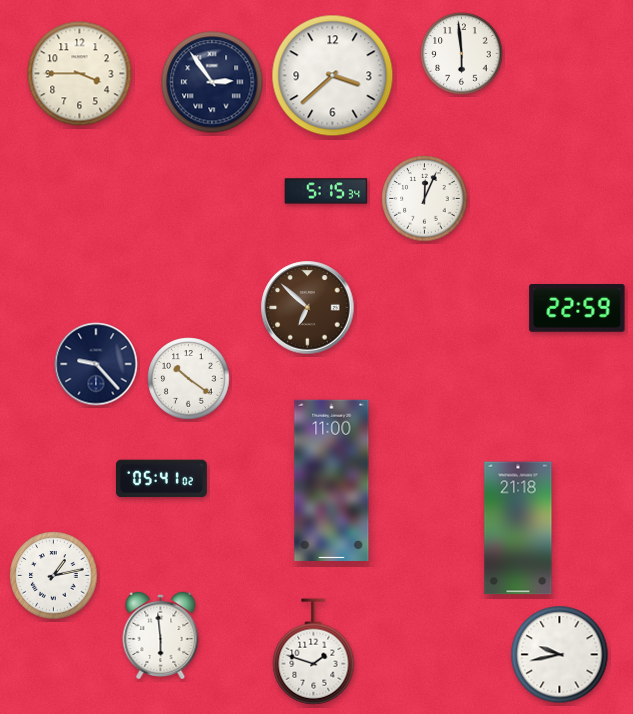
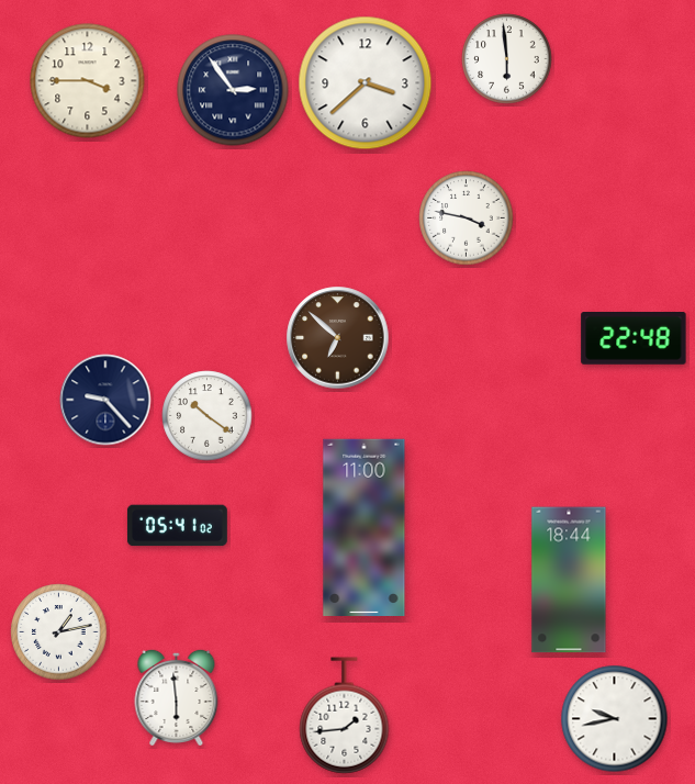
clock at (326, 191): 5:15 -> none
clock at (425, 199): 12:04 -> 3:47
clock at (577, 309): 22:59 -> 22:48
clock at (518, 528): 21:18 -> 18:44
clock at (314, 652): 1:48 -> 1:44
